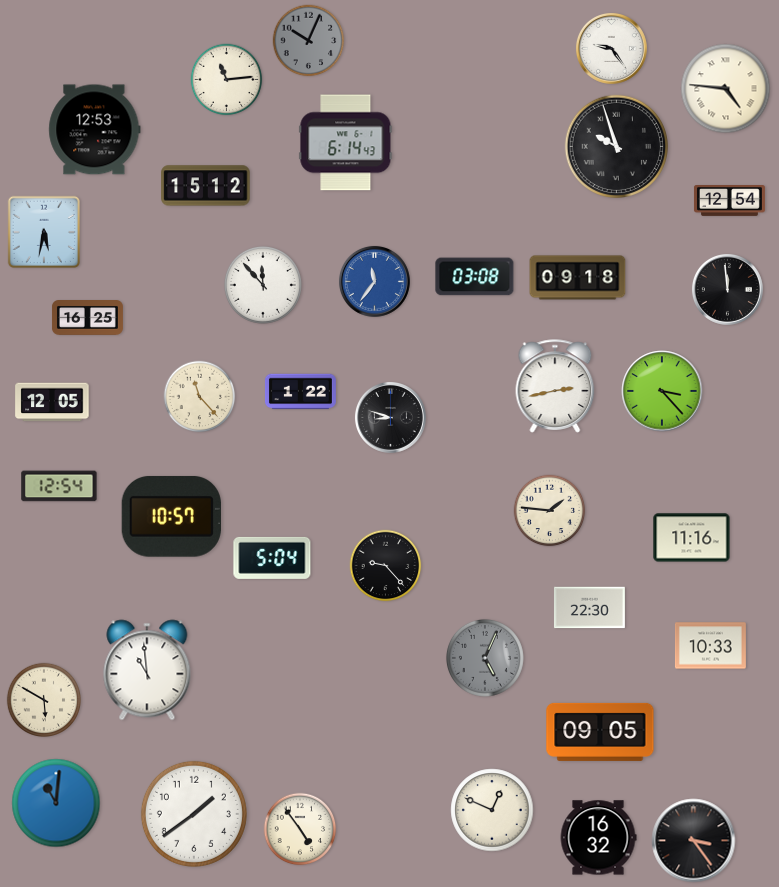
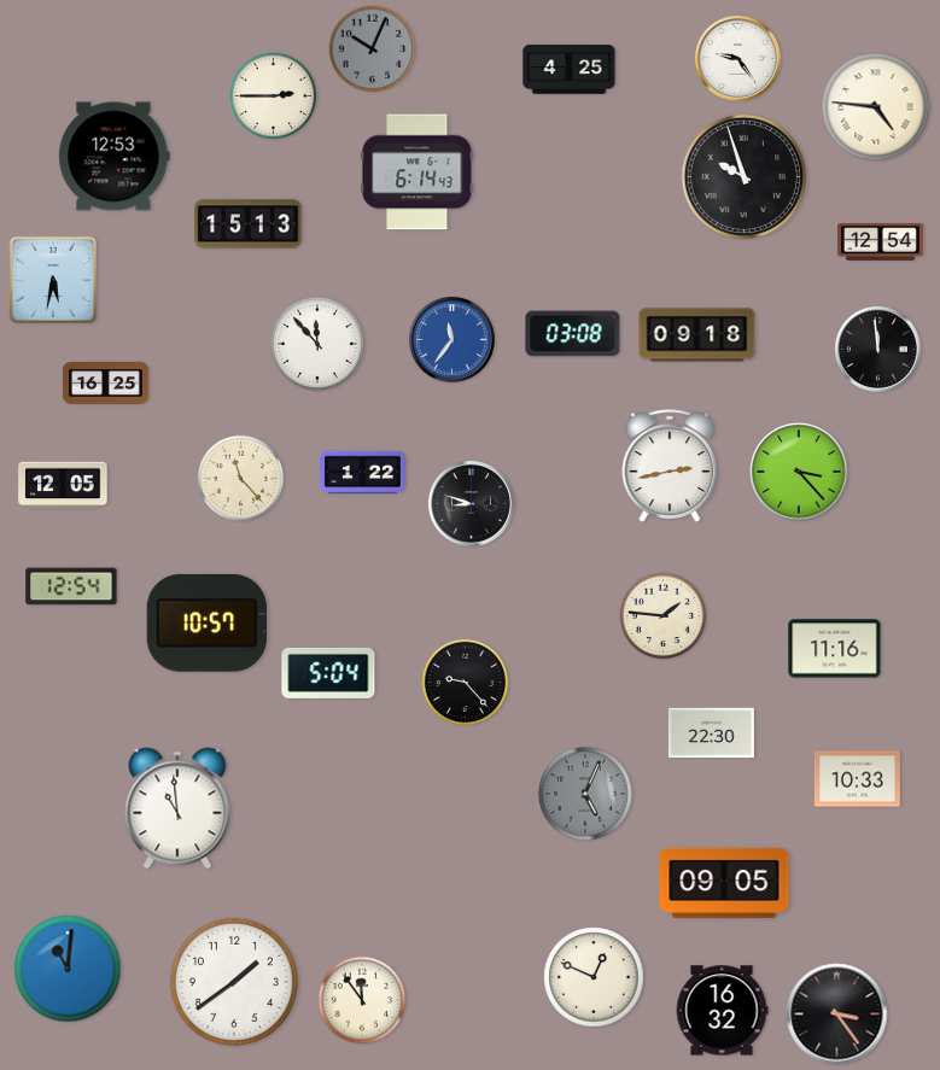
clock at (570, 70): none -> 4:25
clock at (227, 80): 11:14 -> 2:45
clock at (206, 186): 15:12 -> 15:13
clock at (43, 699): 5:50 -> none
clock at (300, 829): 4:54 -> 11:54
